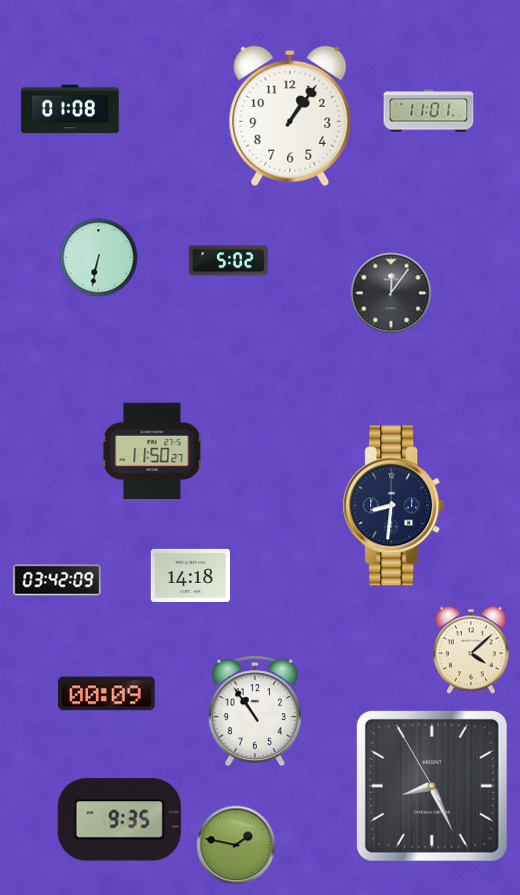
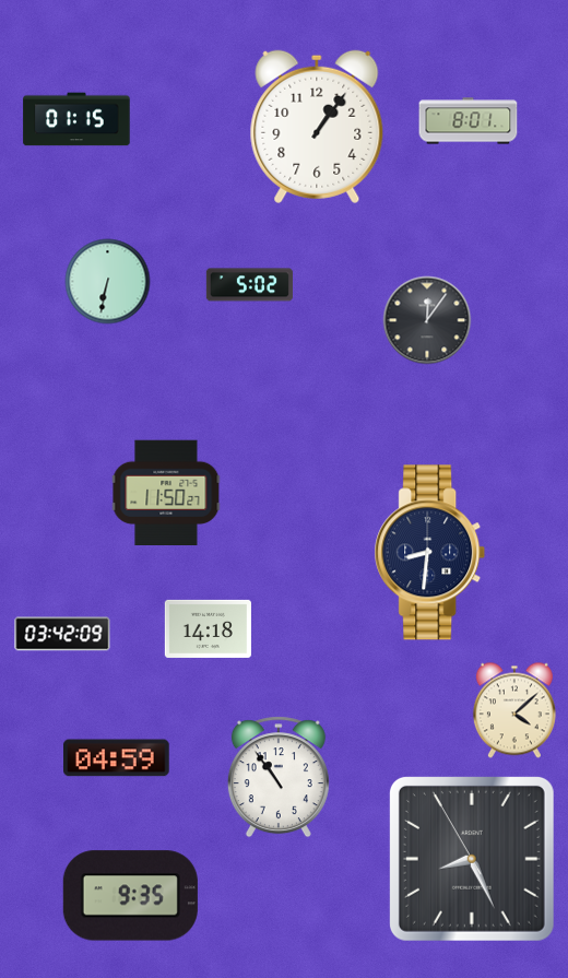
clock at (70, 109): 01:08 -> 01:15
clock at (429, 111): 11:01 -> 8:01
clock at (107, 694): 00:09 -> 04:59
clock at (236, 845): 1:47 -> none
